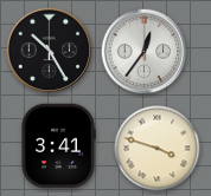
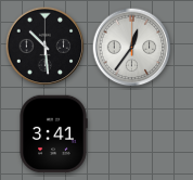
clock at (50, 51): 10:25 -> 10:29
clock at (158, 149): 3:48 -> none
